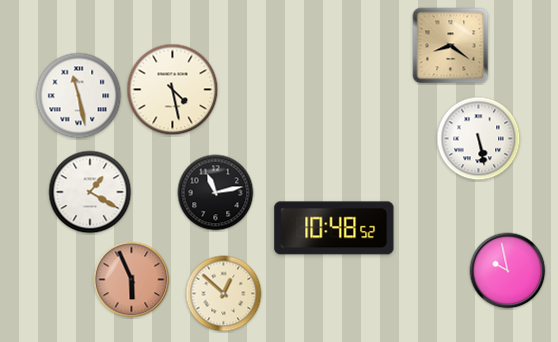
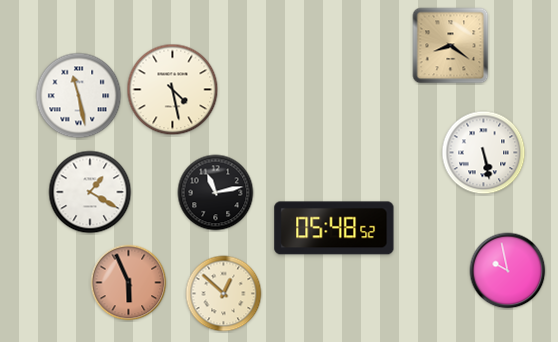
clock at (479, 139) position: (479, 139) -> (484, 153)
clock at (334, 228): 10:48 -> 05:48
clock at (132, 280) position: (132, 280) -> (129, 283)
